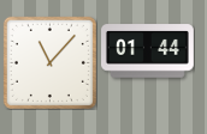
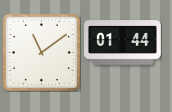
clock at (49, 62): 11:07 -> 11:09
